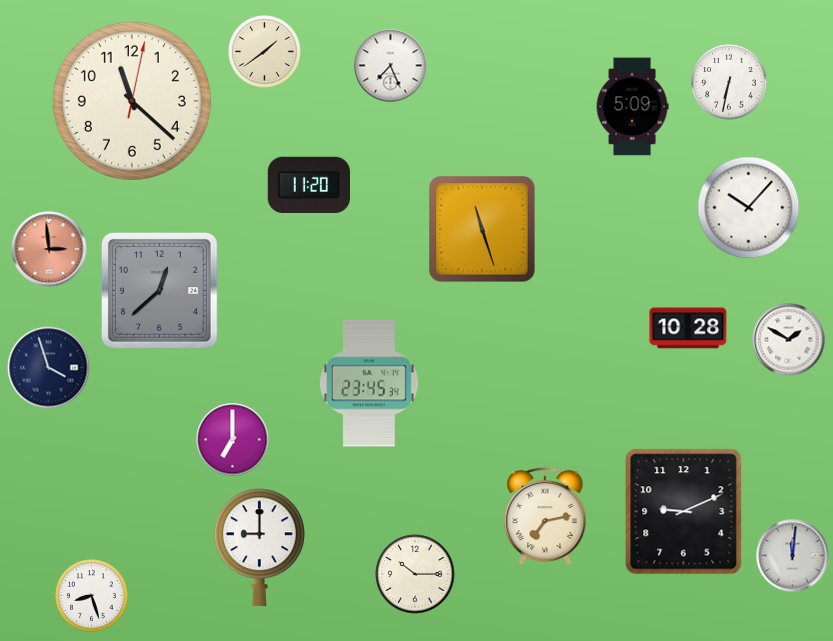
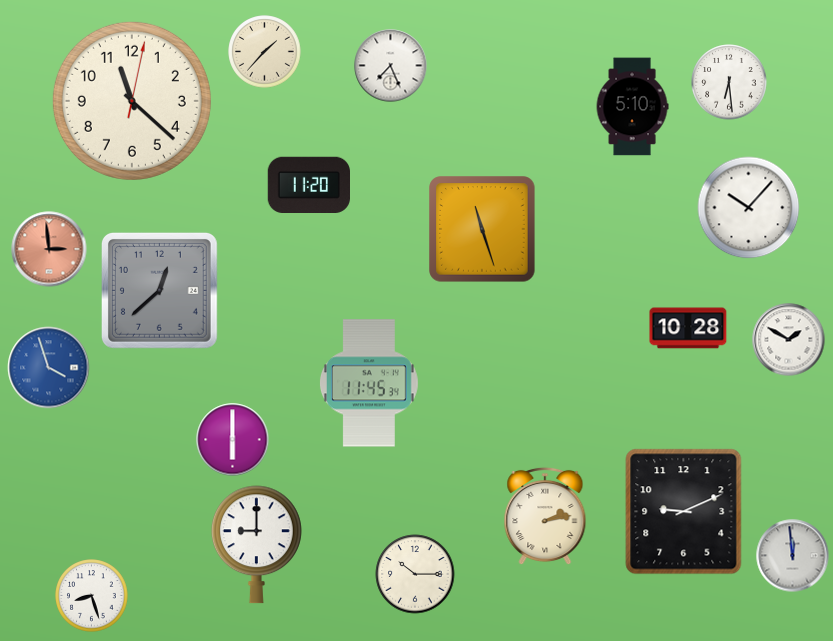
clock at (265, 52): 1:39 -> 1:37
clock at (729, 82): 6:32 -> 6:29
clock at (632, 107): 5:09 -> 5:10
clock at (49, 368) dial: navy -> blue
clock at (369, 383): 23:45 -> 11:45
clock at (233, 440): 7:00 -> 6:00
clock at (545, 516): 7:13 -> 2:13
clock at (259, 548) position: (259, 548) -> (256, 545)
clock at (793, 556): 12:01 -> 11:59
